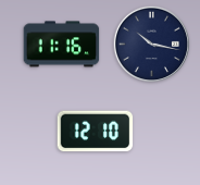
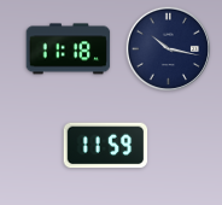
clock at (62, 45): 11:16 -> 11:18
clock at (96, 132): 12:10 -> 11:59
